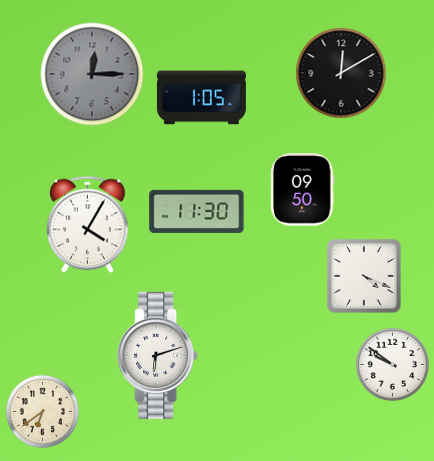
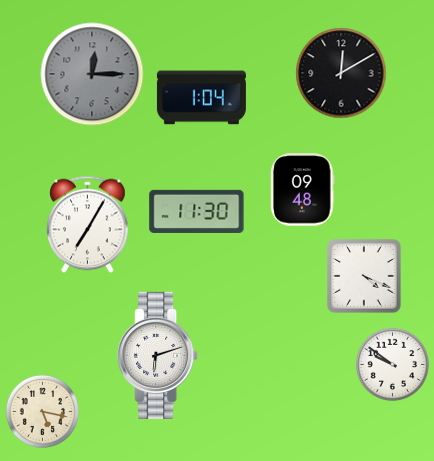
clock at (201, 98): 1:05 -> 1:04
clock at (303, 190): 09:50 -> 09:48
clock at (88, 225): 4:05 -> 7:05
clock at (42, 411): 6:39 -> 5:17
